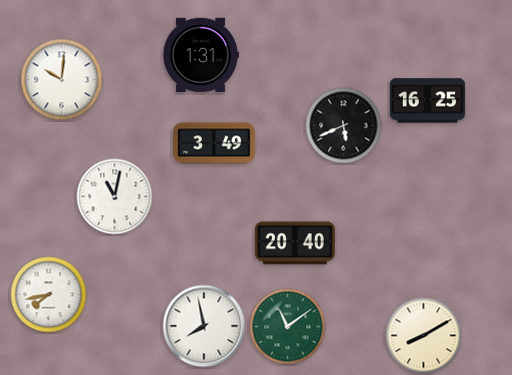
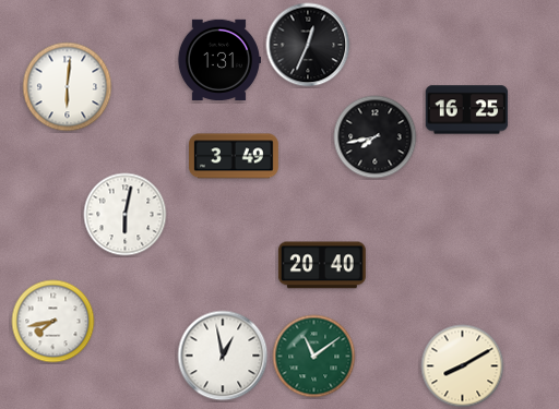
clock at (308, 45): none -> 12:34
clock at (62, 80): 10:01 -> 6:01
clock at (344, 126): 5:41 -> 7:43
clock at (115, 197): 11:02 -> 6:02
clock at (204, 326): 7:58 -> 12:58
